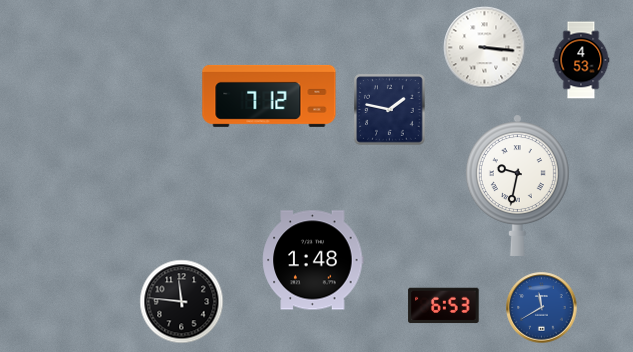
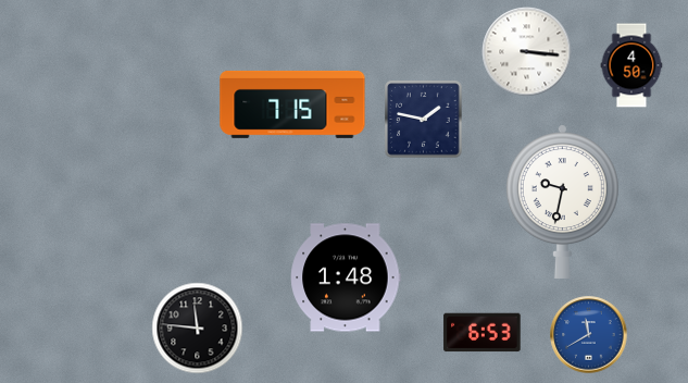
clock at (581, 60): 4:53 -> 4:50
clock at (269, 96): 7:12 -> 7:15
clock at (313, 260) position: (313, 260) -> (346, 277)
